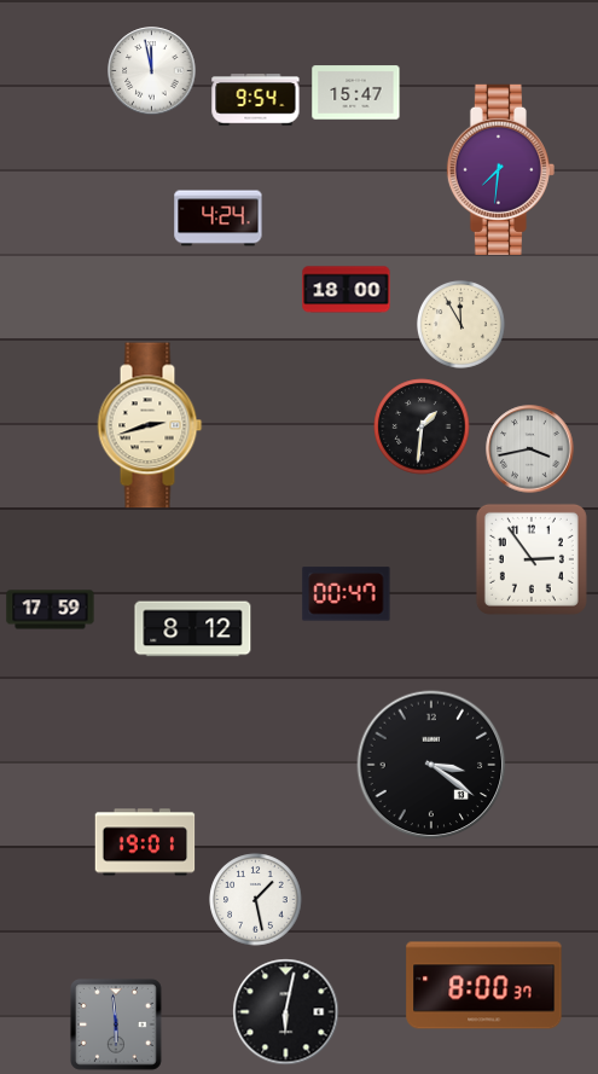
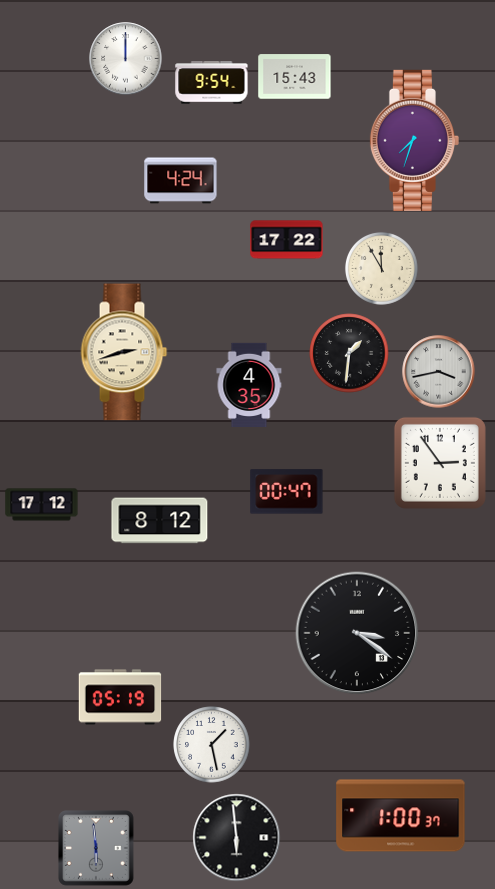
clock at (152, 71): 11:58 -> 12:00
clock at (356, 93): 15:47 -> 15:43
clock at (500, 169): 7:31 -> 7:33
clock at (347, 290): 18:00 -> 17:22
clock at (249, 384): none -> 4:35
clock at (51, 610): 17:59 -> 17:12
clock at (145, 842): 19:01 -> 05:19
clock at (484, 986): 8:00 -> 1:00
clock at (286, 1012): 6:02 -> 5:59
